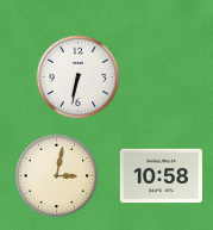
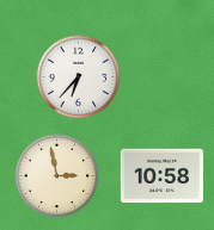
clock at (79, 77): 6:32 -> 6:37
clock at (57, 176): 3:02 -> 2:58
